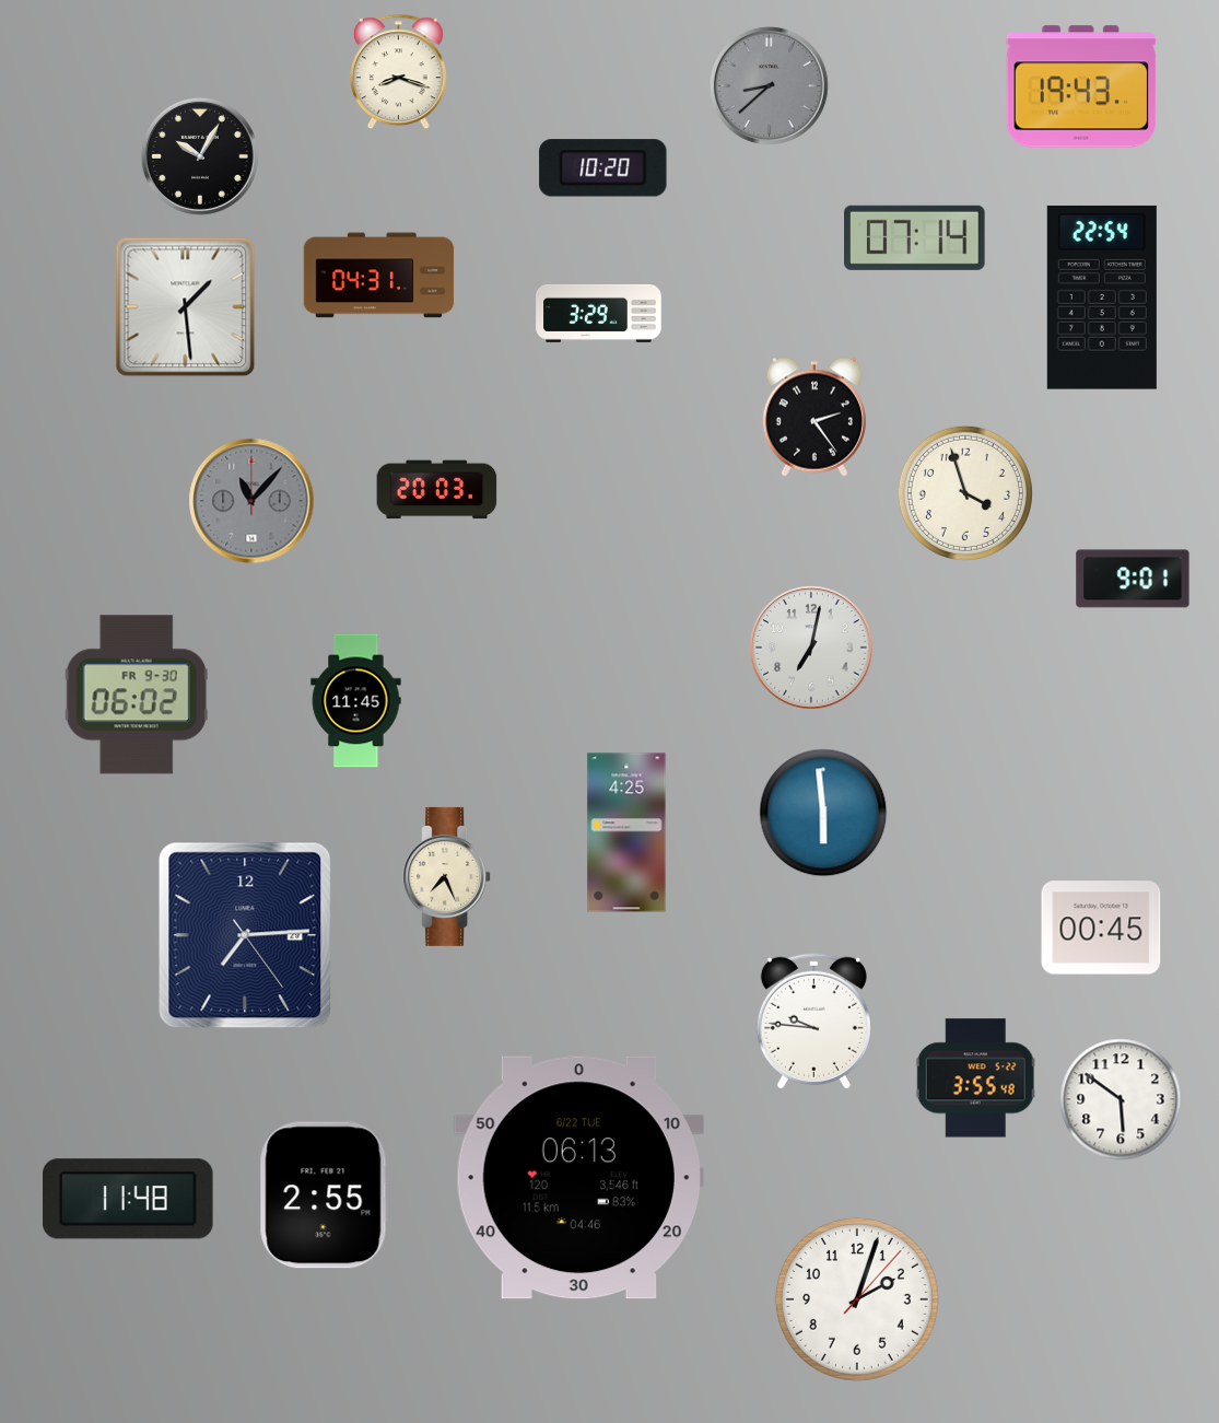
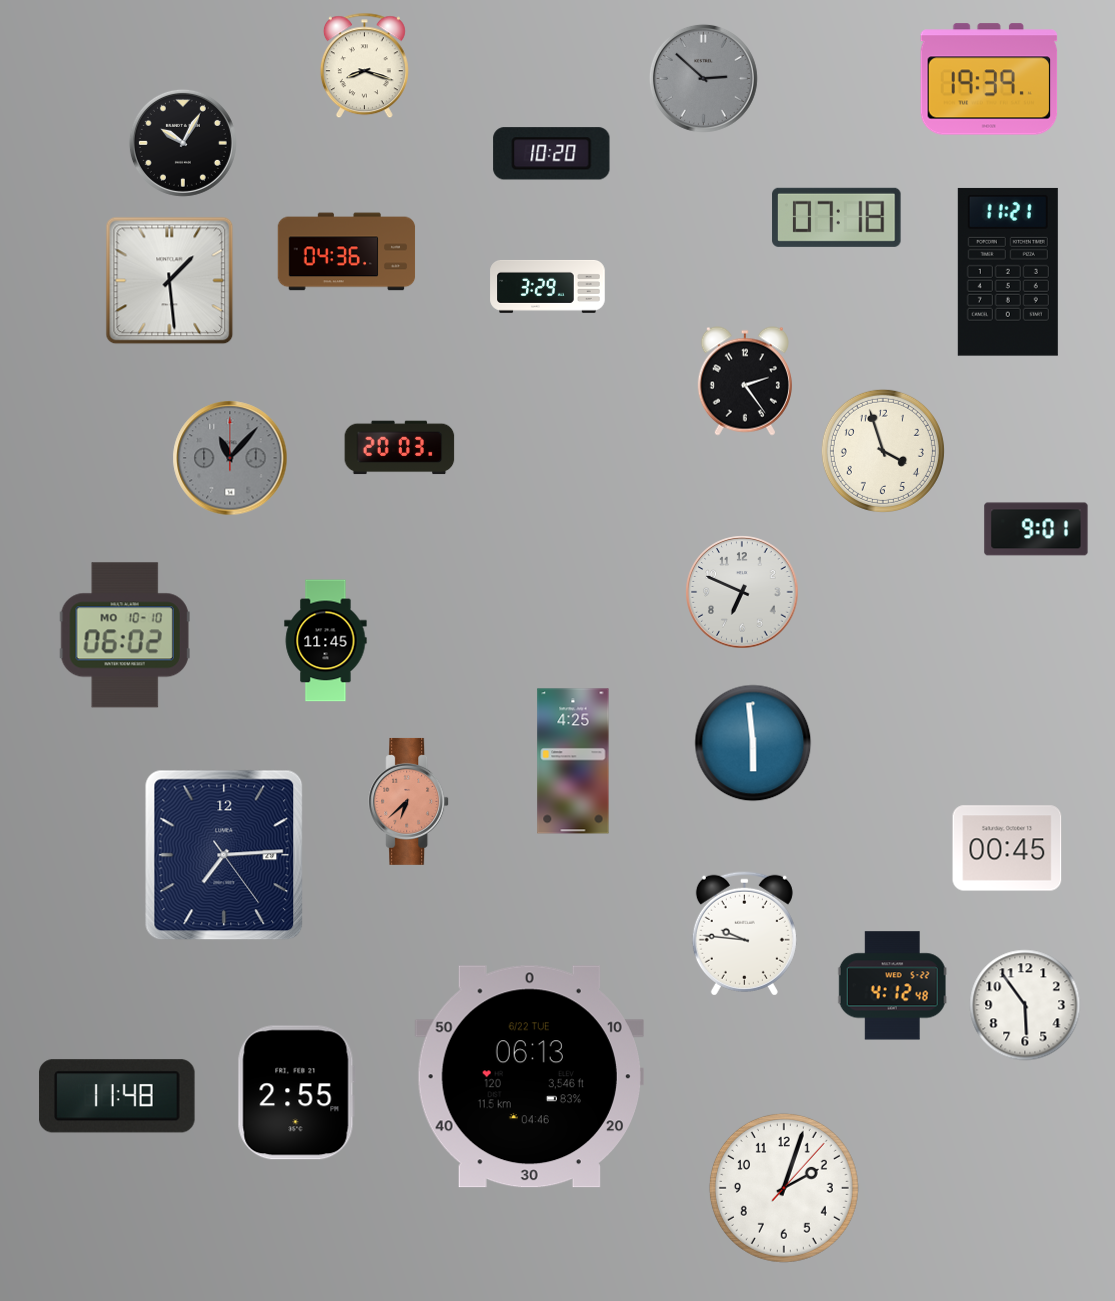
clock at (769, 85): 8:38 -> 2:52
clock at (1081, 86): 19:43 -> 19:39
clock at (915, 237): 07:14 -> 07:18
clock at (379, 276): 04:31 -> 04:36
clock at (1102, 298): 22:54 -> 11:21
clock at (811, 648): 7:02 -> 6:49
clock at (137, 695) date: FR 9-30 -> MO 10-10
clock at (447, 876): 7:26 -> 6:38
clock at (447, 876) dial: cream -> salmon
clock at (975, 1078): 3:55 -> 4:12
clock at (1121, 1099): 5:51 -> 5:54
